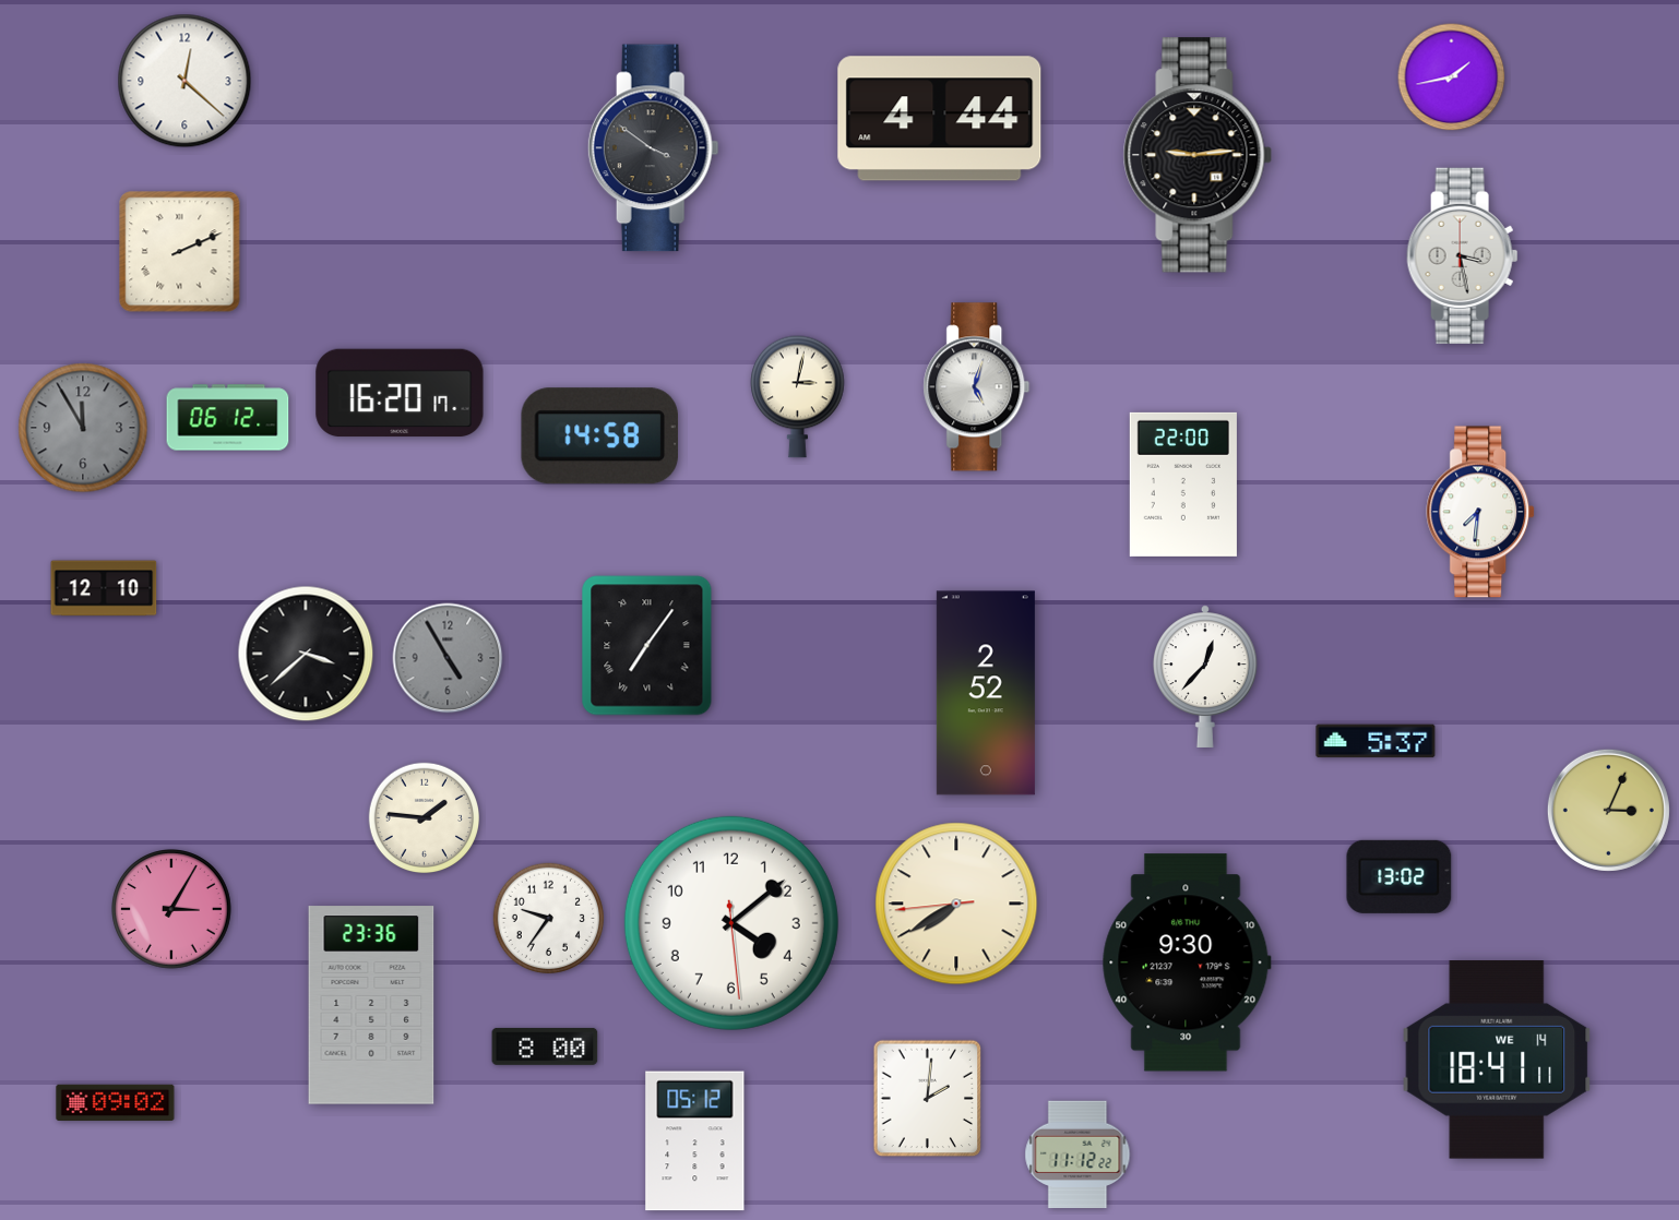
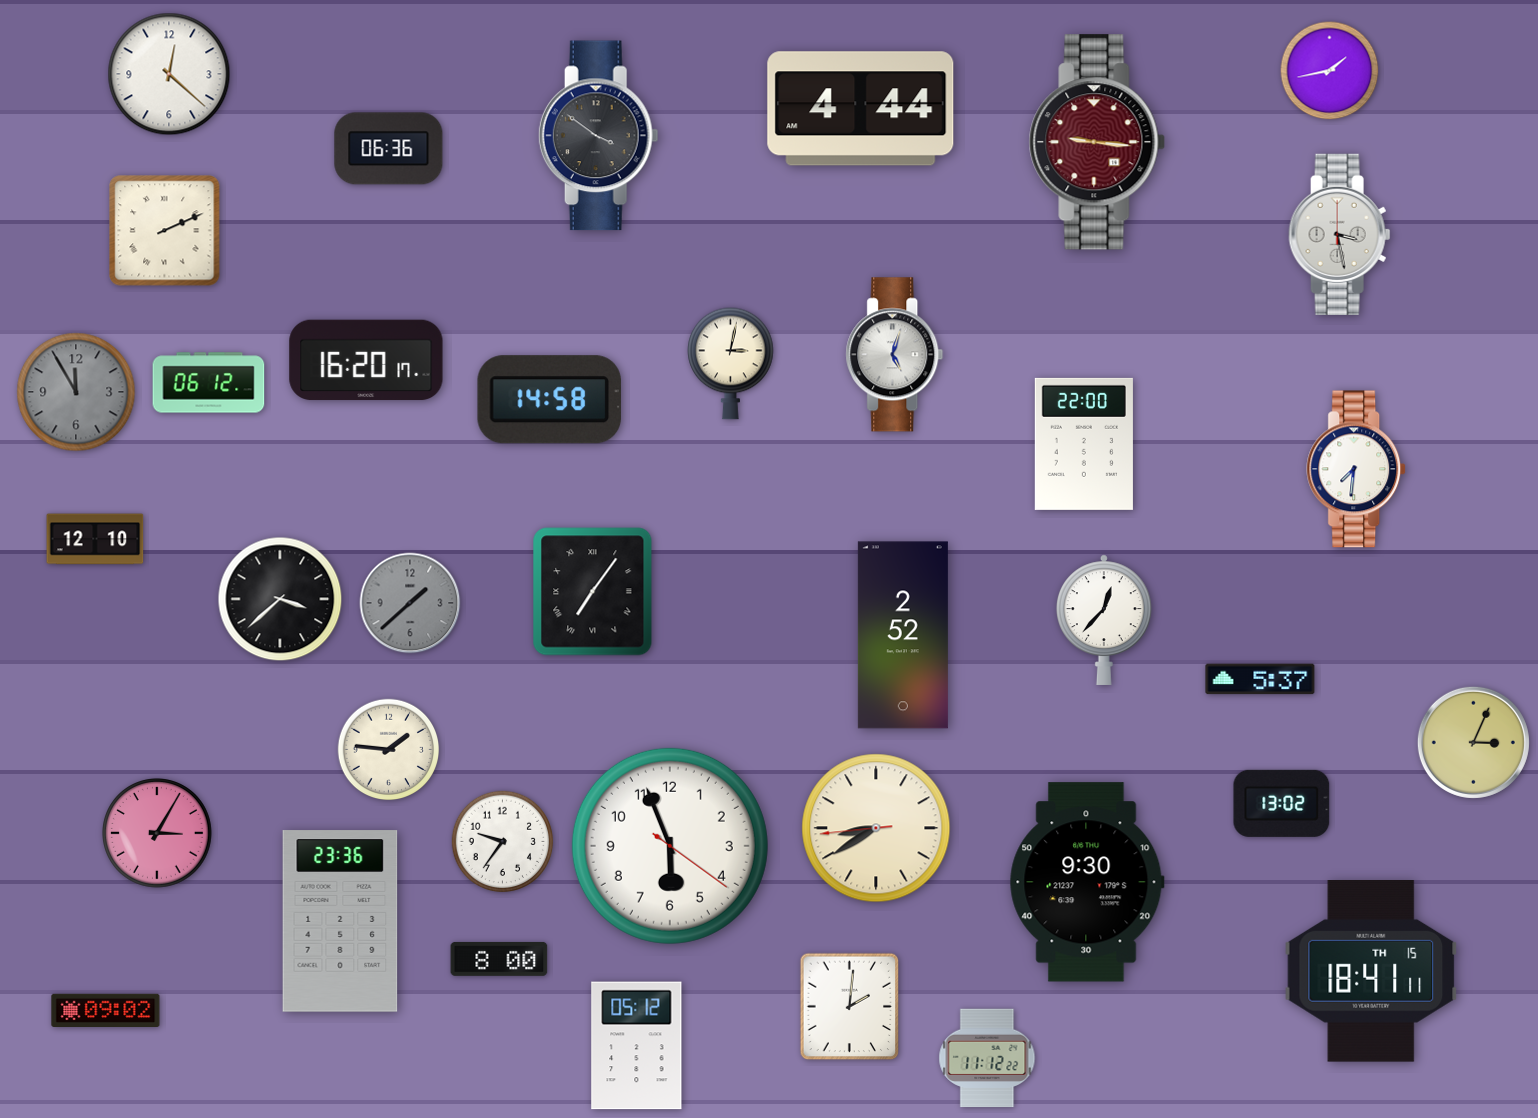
clock at (1198, 155): 9:14 -> 9:16
clock at (1198, 155) dial: black -> burgundy
clock at (389, 149): none -> 06:36
clock at (448, 658): 4:55 -> 1:38
clock at (956, 904): 7:39 -> 8:39
clock at (731, 923): 4:08 -> 5:56
clock at (1497, 1061) date: WE 14 -> TH 15
